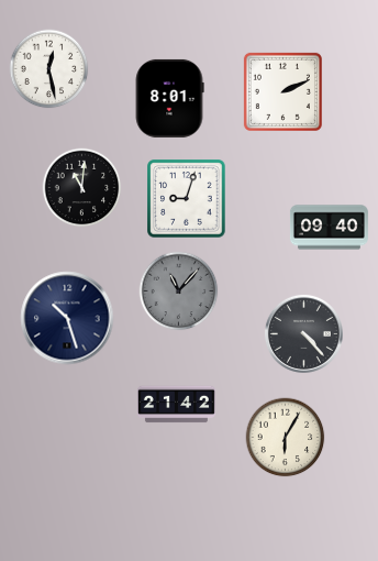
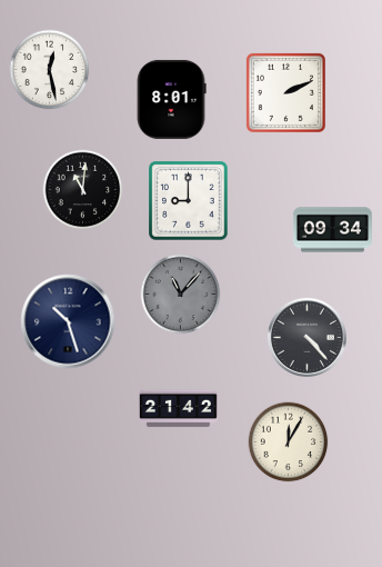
clock at (187, 199): 9:03 -> 9:00
clock at (329, 228): 09:40 -> 09:34
clock at (286, 438): 6:05 -> 12:05
